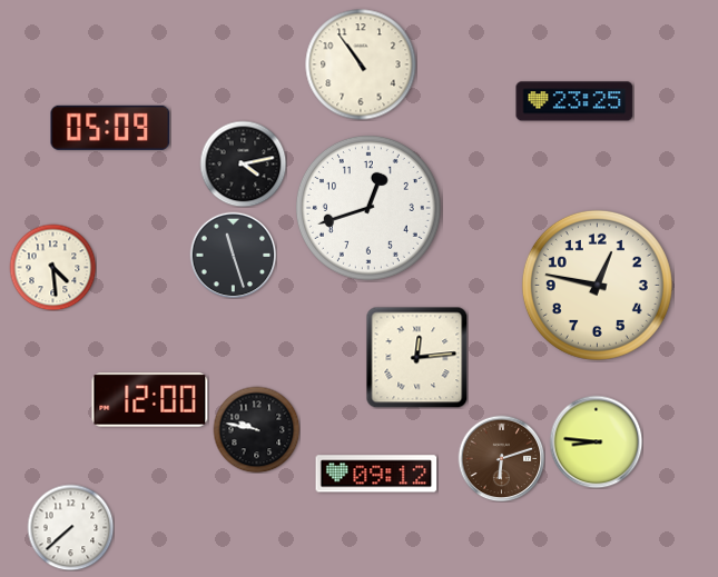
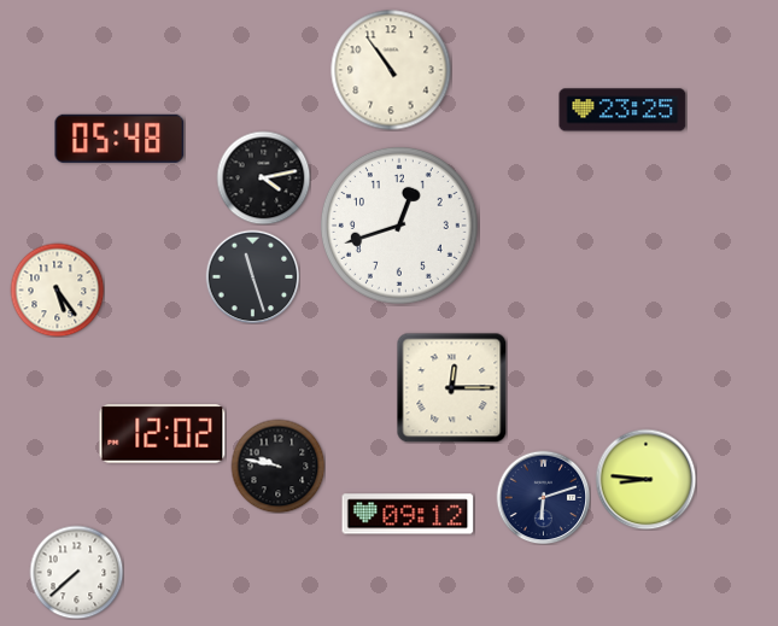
clock at (110, 128): 05:09 -> 05:48
clock at (52, 267): 4:29 -> 5:24
clock at (597, 285): 12:47 -> none
clock at (416, 357): 12:14 -> 12:15
clock at (150, 400): 12:00 -> 12:02
clock at (501, 458) dial: brown -> navy
